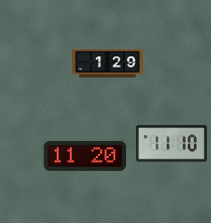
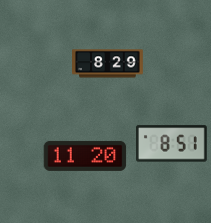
clock at (108, 64): 1:29 -> 8:29
clock at (172, 144): 11:10 -> 8:51
